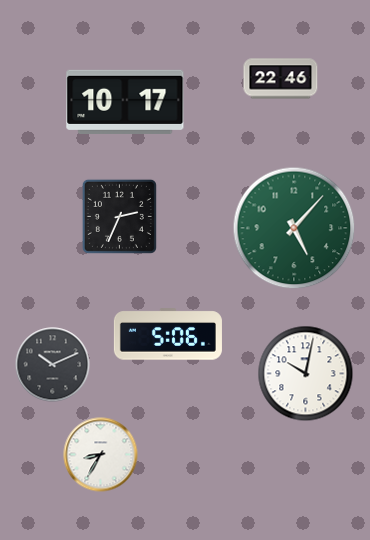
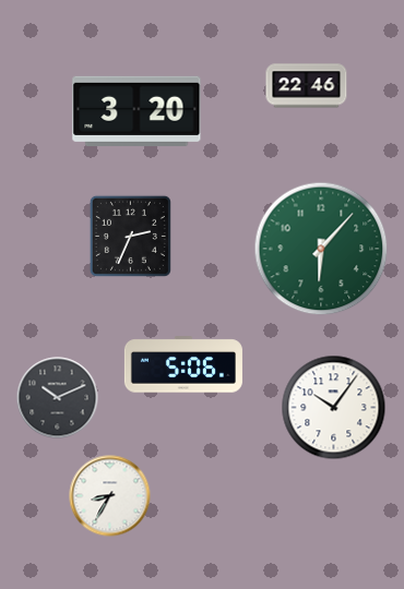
clock at (125, 102): 10:17 -> 3:20
clock at (294, 228): 5:07 -> 6:07
clock at (306, 374): 10:02 -> 10:06
